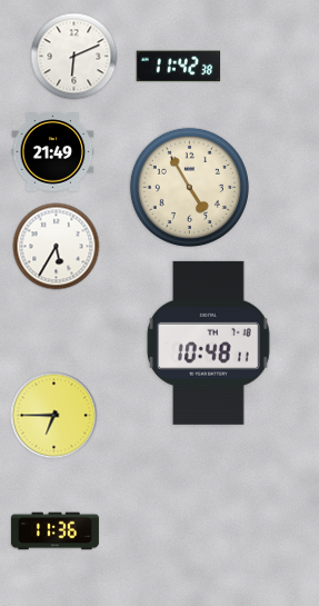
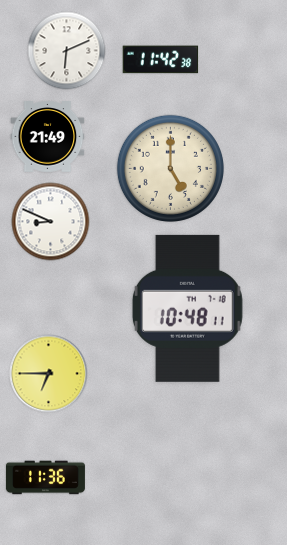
clock at (189, 187): 4:55 -> 5:00
clock at (57, 247): 5:35 -> 8:49
clock at (54, 532) position: (54, 532) -> (45, 478)
